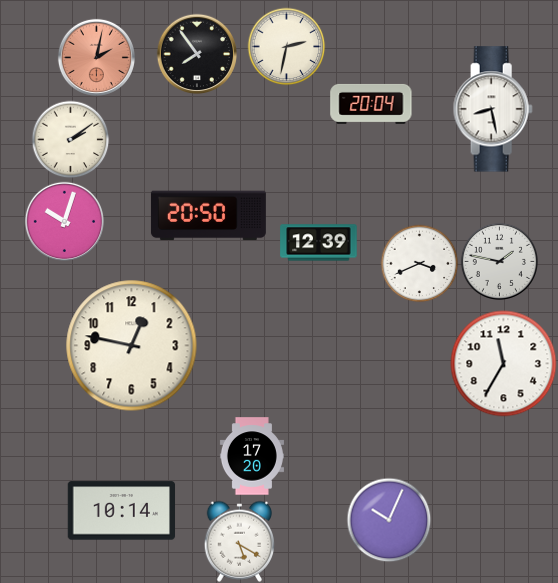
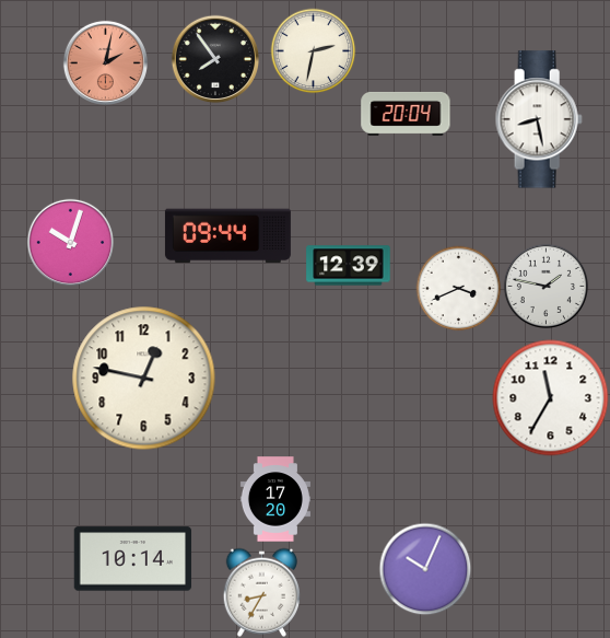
clock at (70, 139): 2:09 -> none
clock at (208, 216): 20:50 -> 09:44
clock at (240, 541): 5:20 -> 8:35
